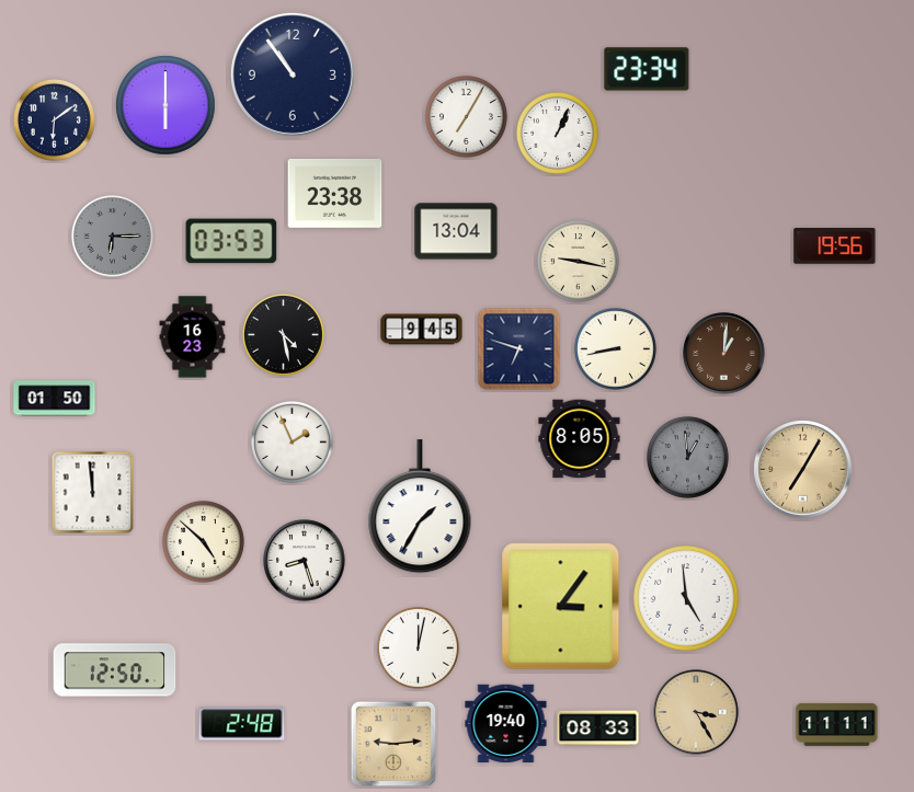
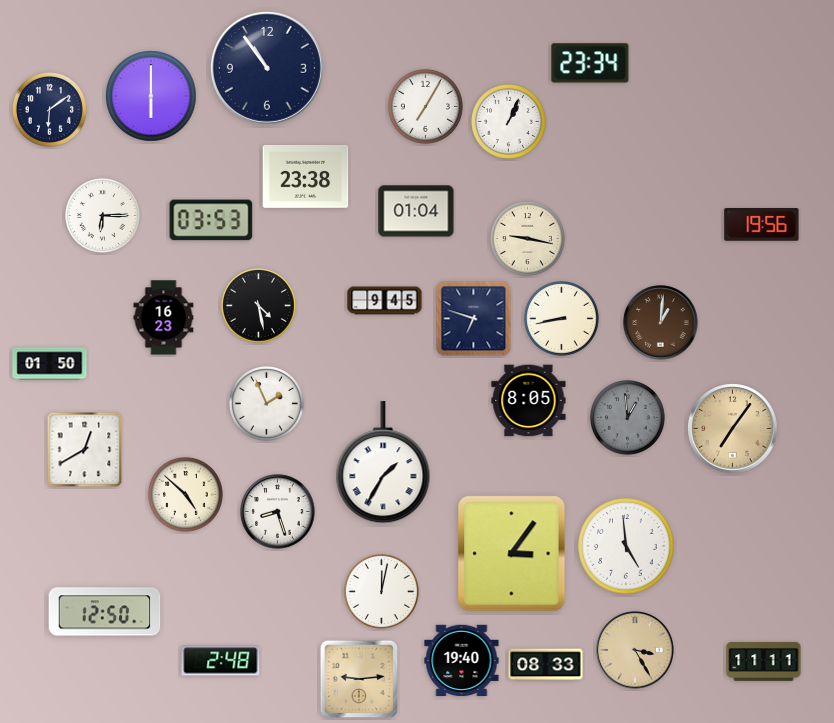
clock at (456, 231): 13:04 -> 01:04
clock at (112, 236) dial: grey -> white
clock at (193, 337) position: (193, 337) -> (164, 318)
clock at (803, 470): 7:05 -> 7:06
clock at (93, 493): 11:59 -> 12:40
